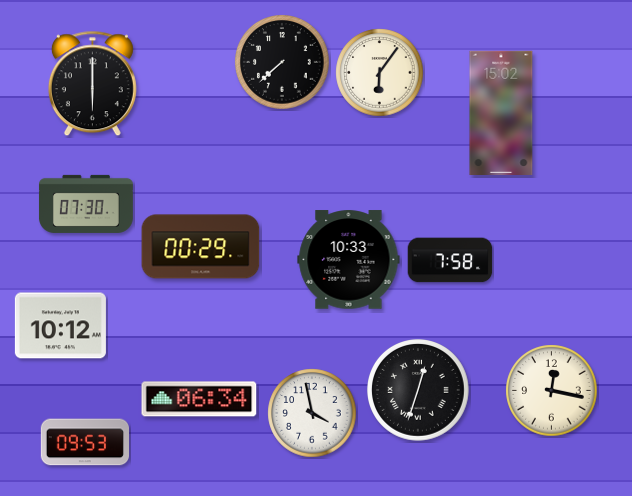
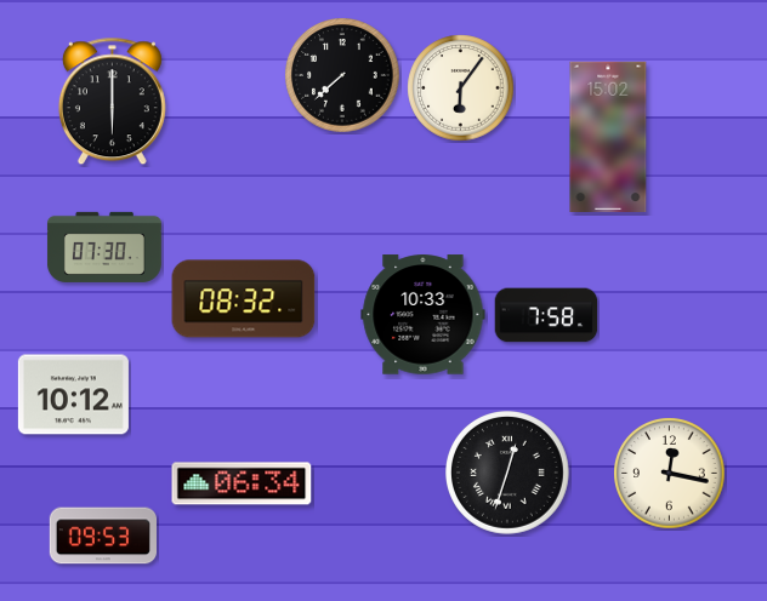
clock at (201, 247): 00:29 -> 08:32
clock at (312, 413): 3:58 -> none
